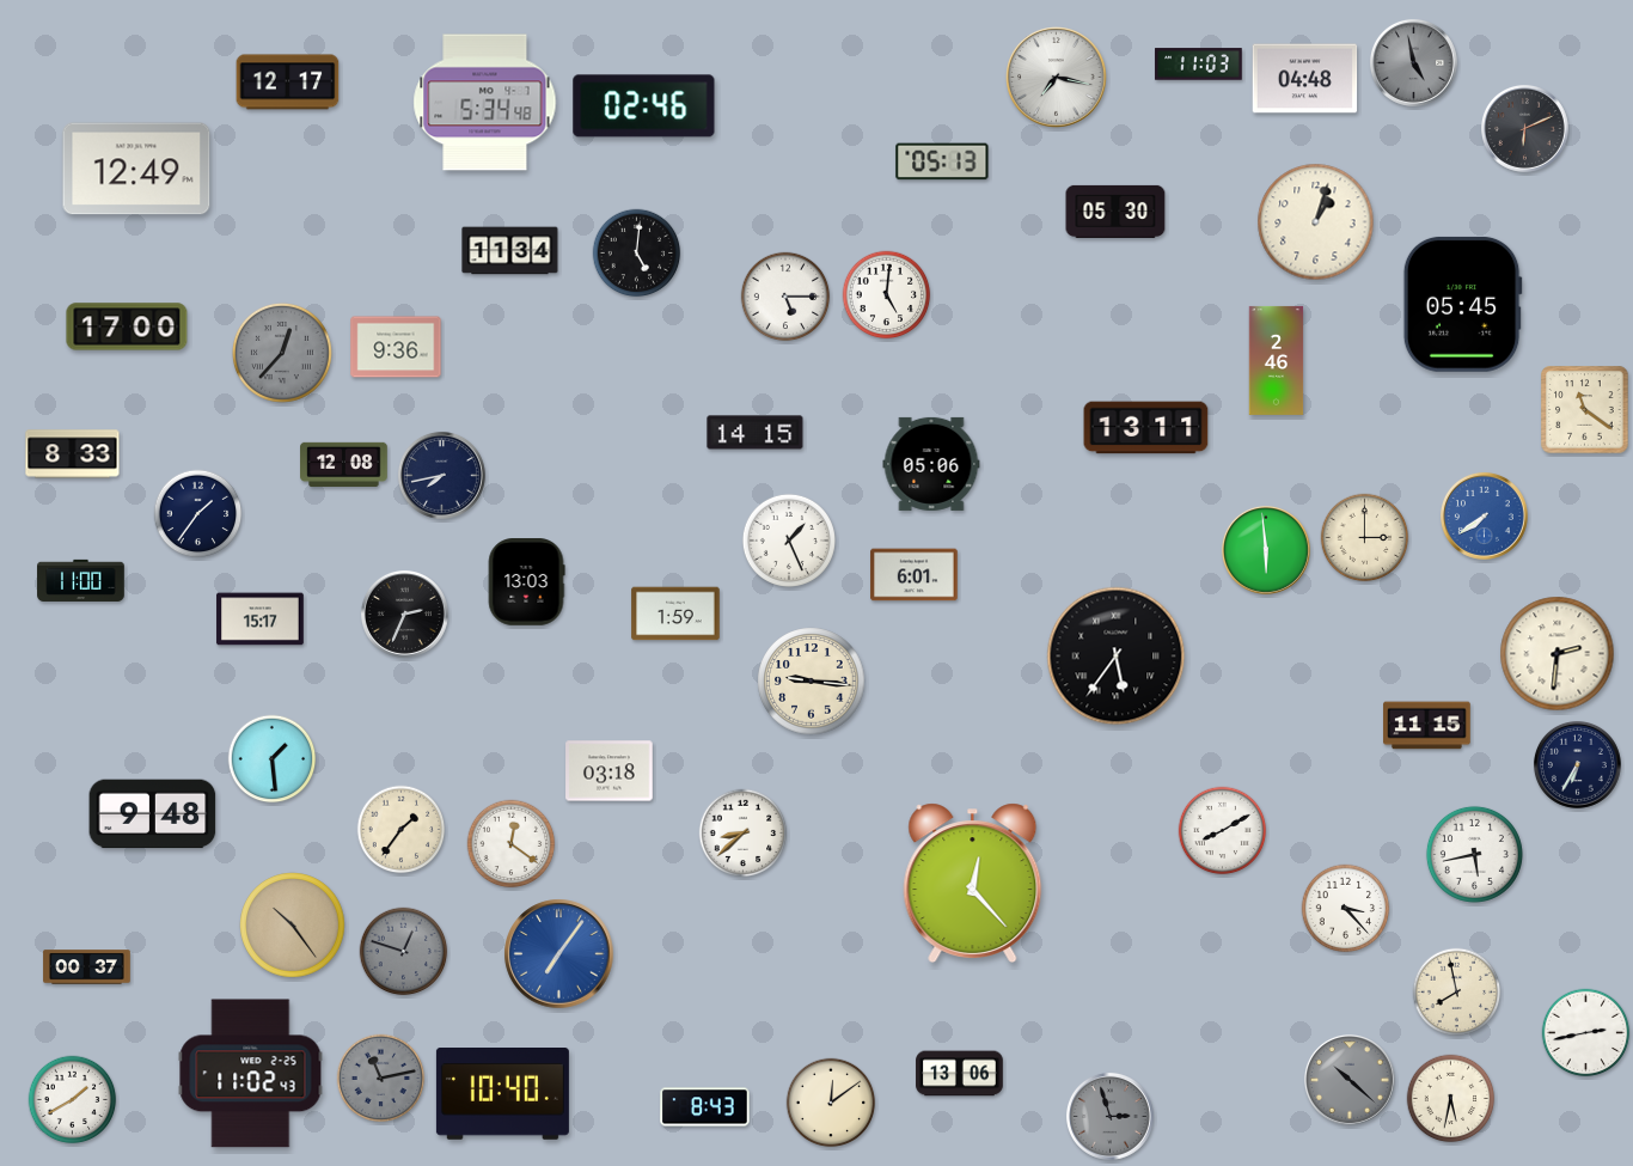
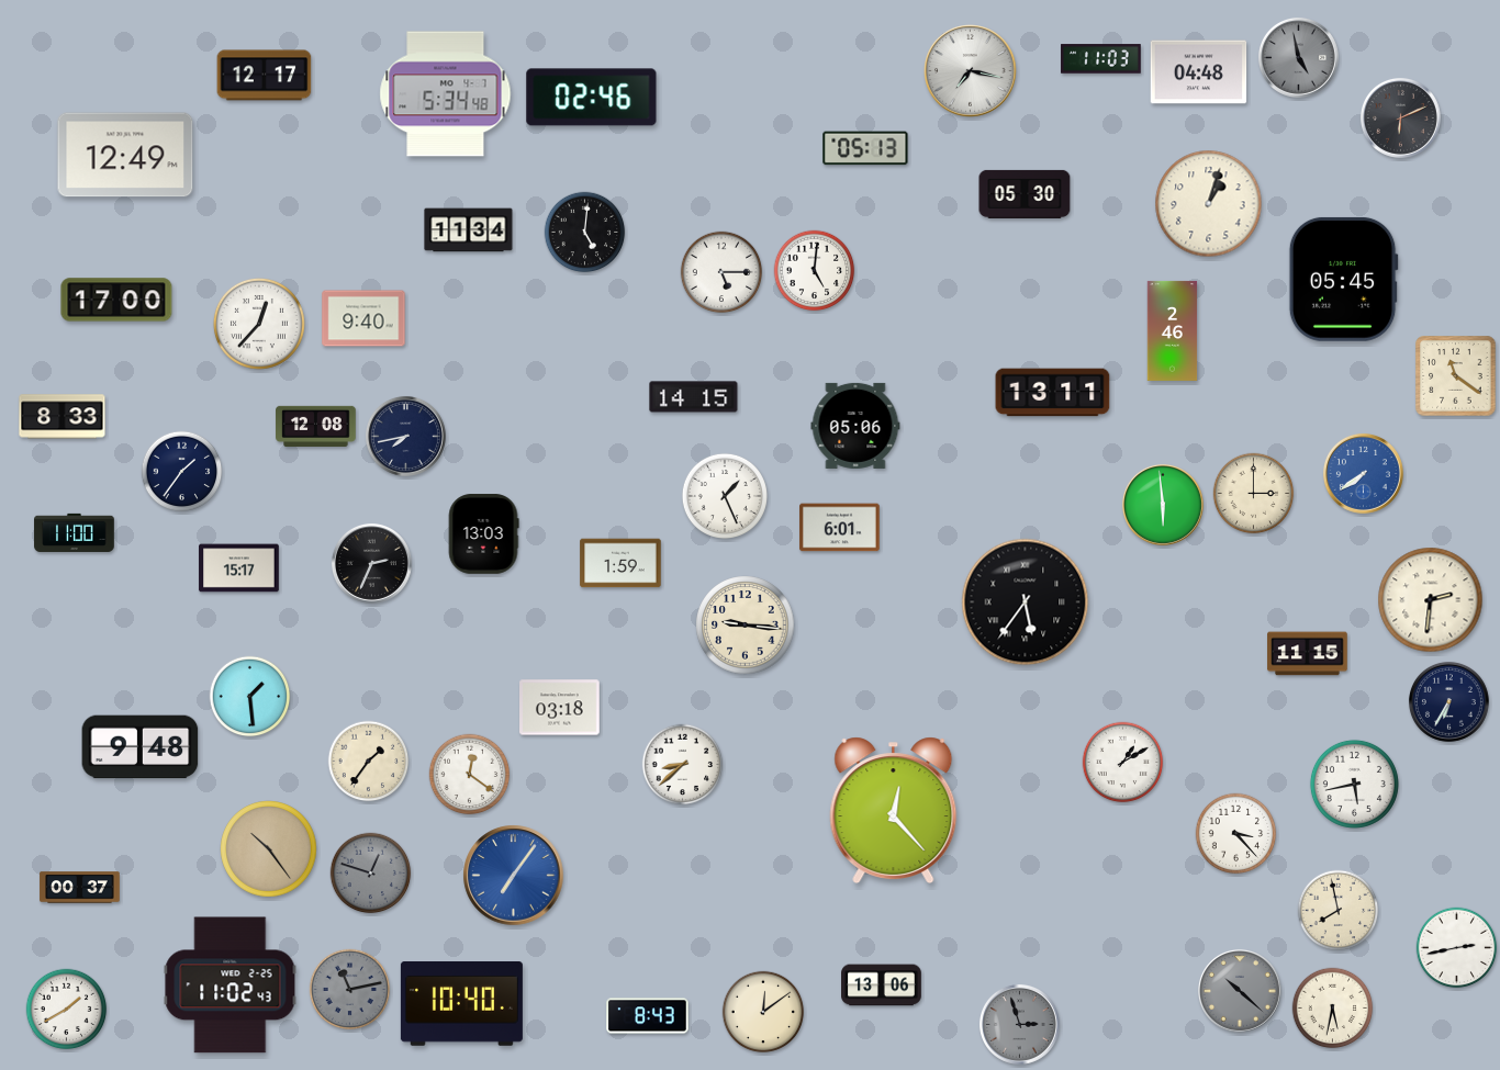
clock at (396, 347): 9:36 -> 9:40
clock at (282, 353) dial: grey -> white
clock at (73, 454) position: (73, 454) -> (63, 417)
clock at (1427, 726) position: (1427, 726) -> (1308, 654)
clock at (1223, 831): 8:10 -> 1:10
